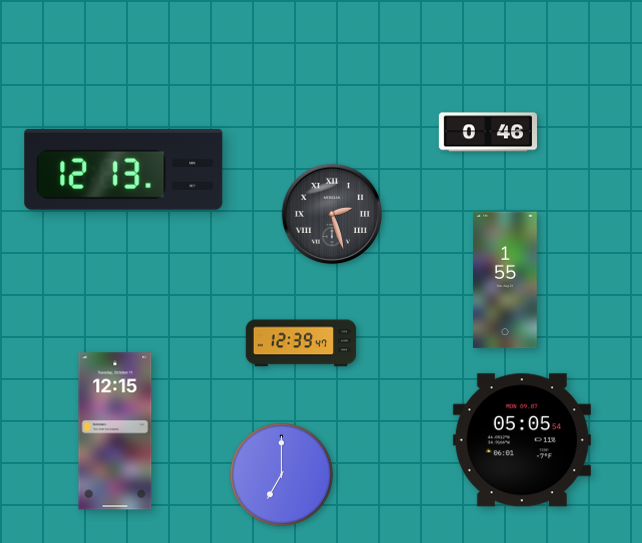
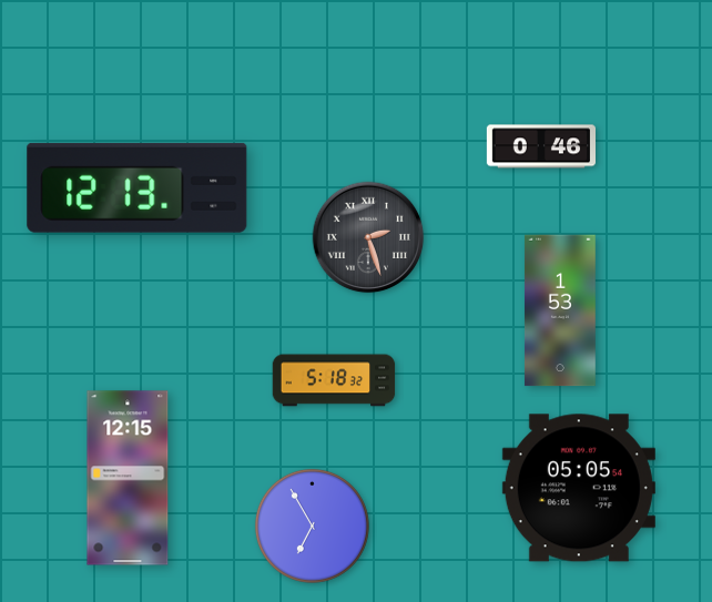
clock at (505, 280): 1:55 -> 1:53
clock at (301, 343): 12:39 -> 5:18
clock at (281, 474): 7:00 -> 6:55
